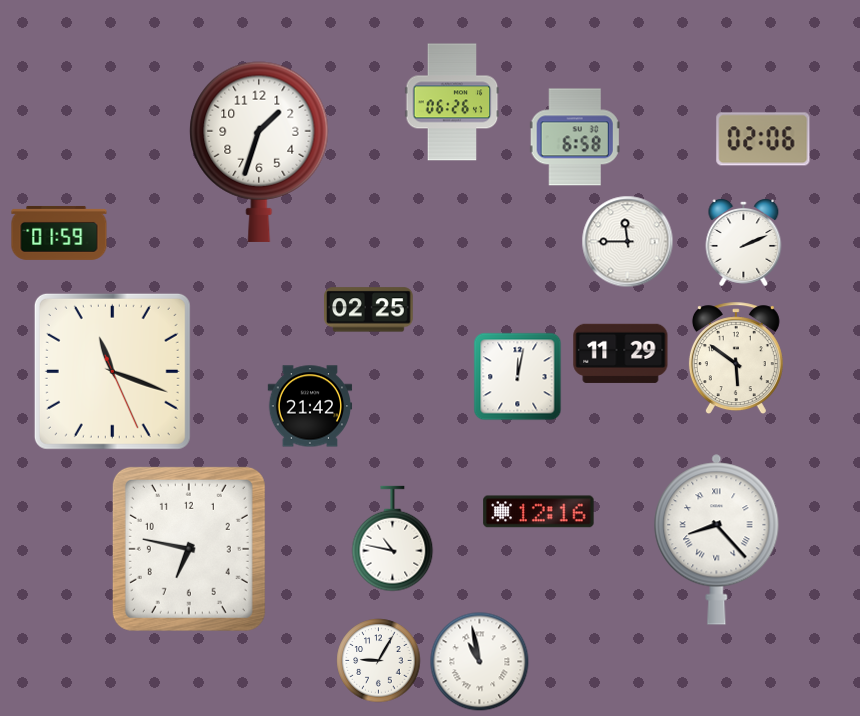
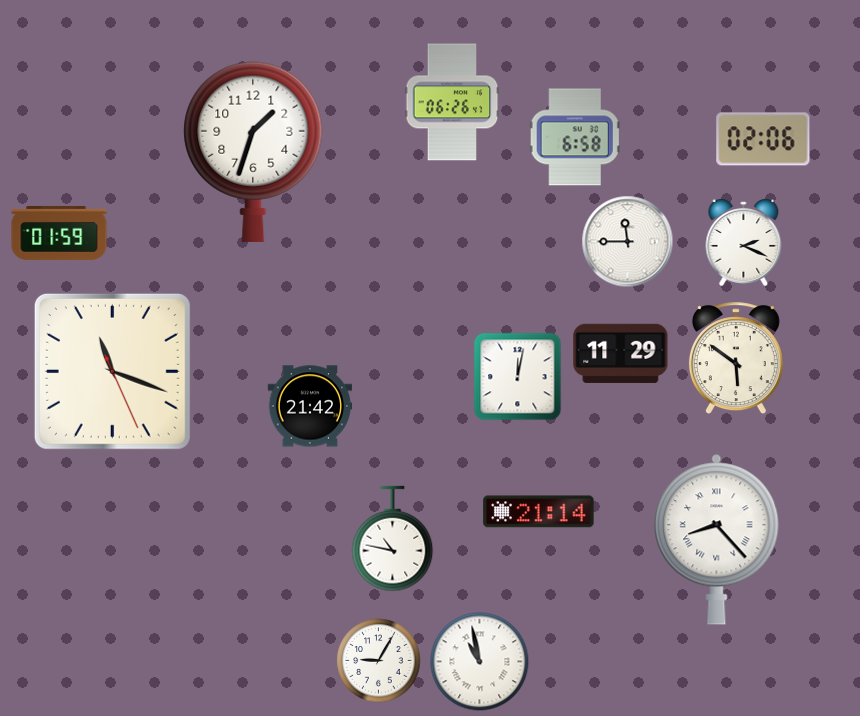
clock at (259, 152) position: (259, 152) -> (253, 152)
clock at (744, 243): 2:11 -> 2:19
clock at (369, 310): 02:25 -> none
clock at (539, 512): 12:16 -> 21:14
clock at (189, 549): 6:47 -> none
